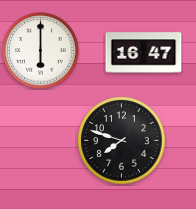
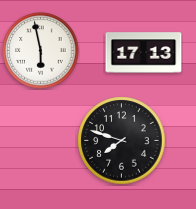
clock at (41, 51): 6:00 -> 5:58
clock at (144, 53): 16:47 -> 17:13
